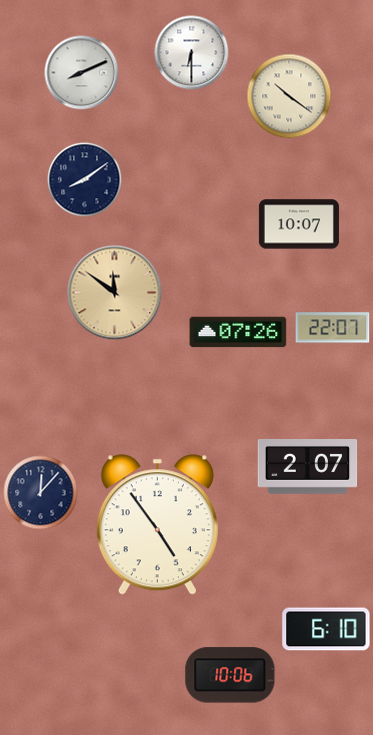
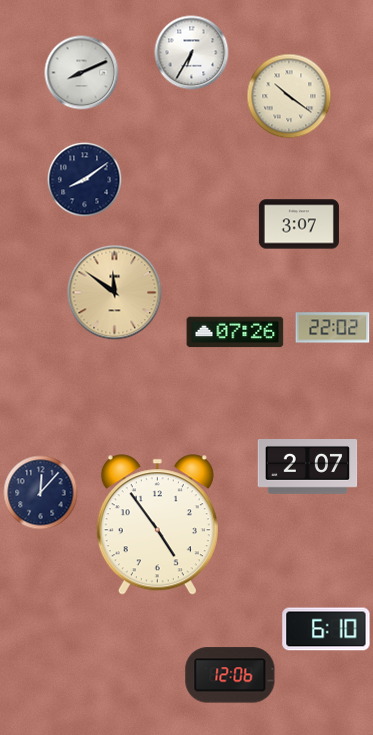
clock at (192, 53): 6:30 -> 6:35
clock at (299, 224): 10:07 -> 3:07
clock at (333, 328): 22:07 -> 22:02
clock at (238, 332) position: (238, 332) -> (235, 332)
clock at (230, 675): 10:06 -> 12:06
